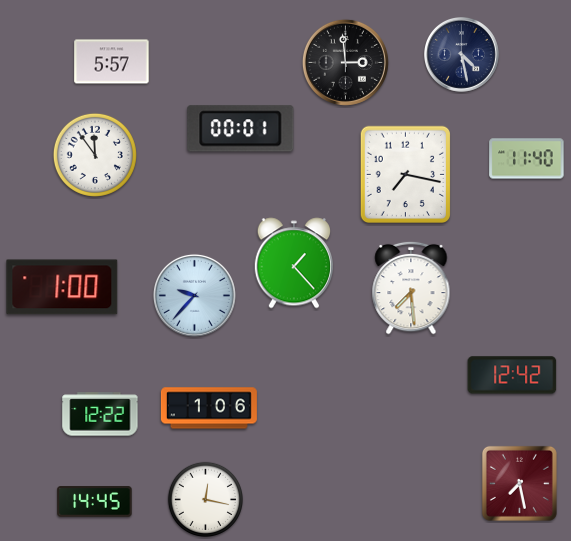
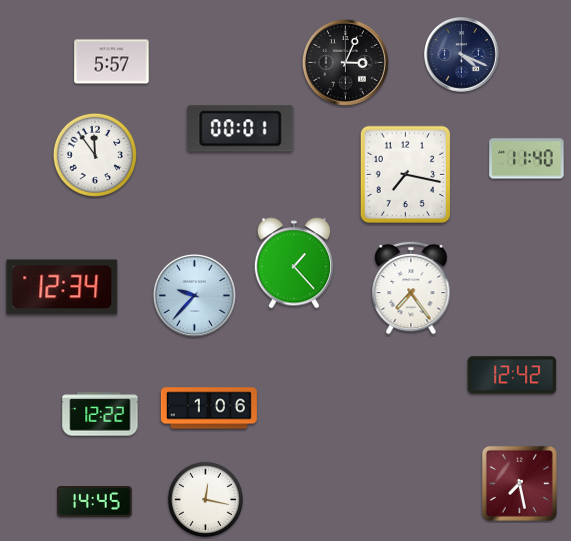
clock at (462, 55): 4:28 -> 4:19
clock at (345, 62): 2:59 -> 3:04
clock at (62, 287): 1:00 -> 12:34
clock at (411, 288): 7:29 -> 7:24
